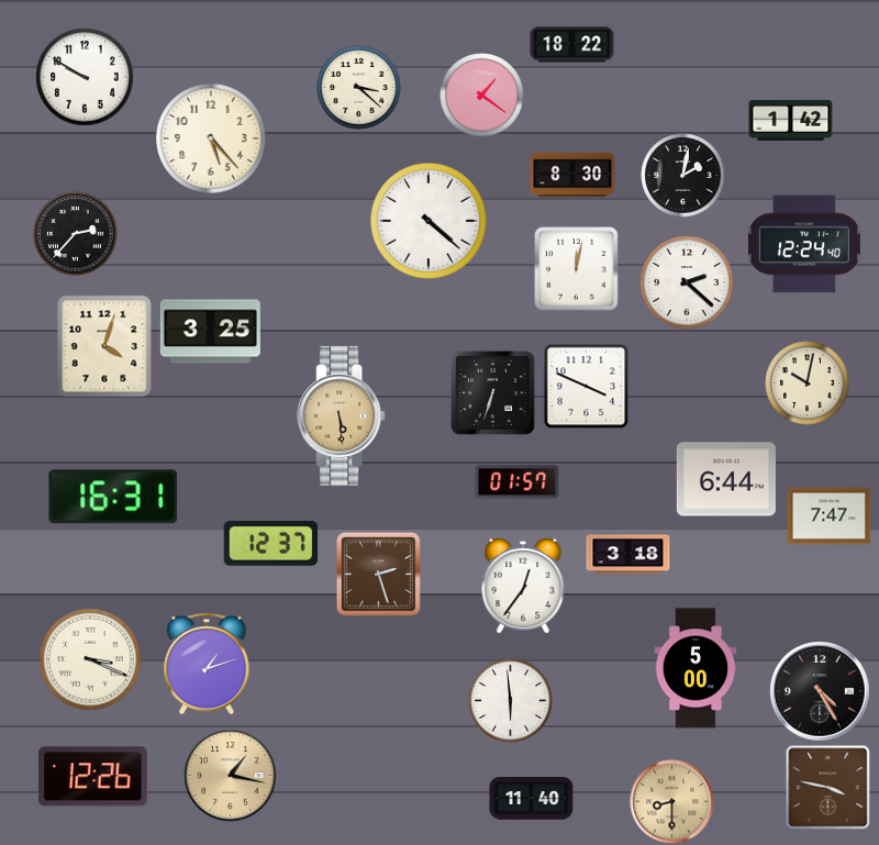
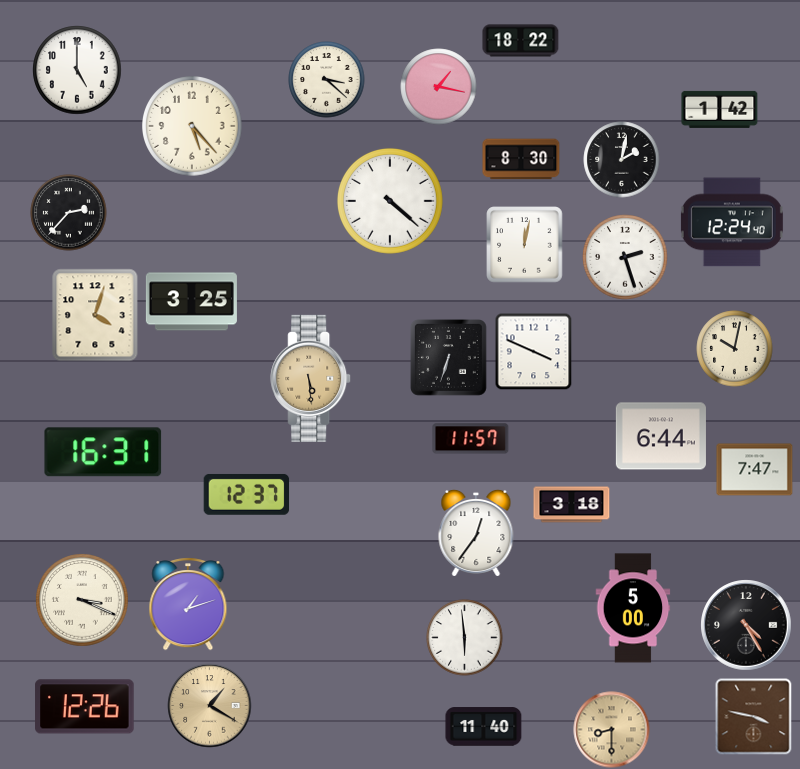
clock at (85, 77): 9:50 -> 5:00
clock at (482, 96): 1:21 -> 1:17
clock at (687, 282): 2:22 -> 2:27
clock at (518, 482): 01:57 -> 11:57
clock at (379, 575): 2:27 -> none
clock at (820, 691) position: (820, 691) -> (746, 625)
clock at (231, 776): 1:17 -> 1:20
